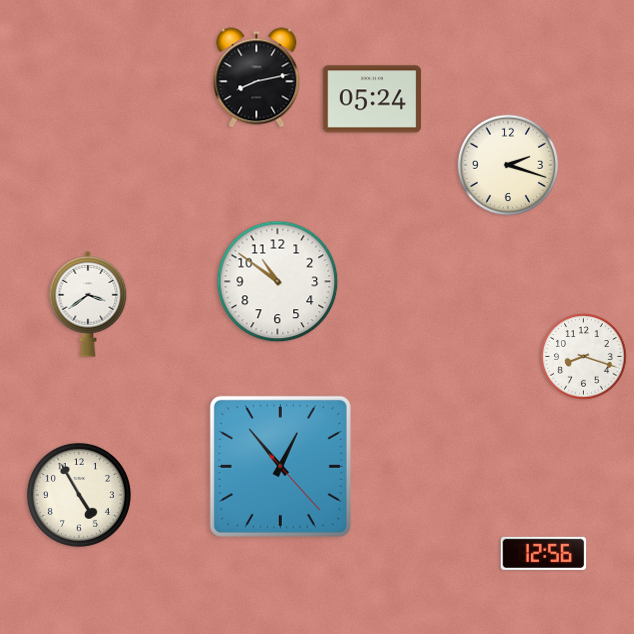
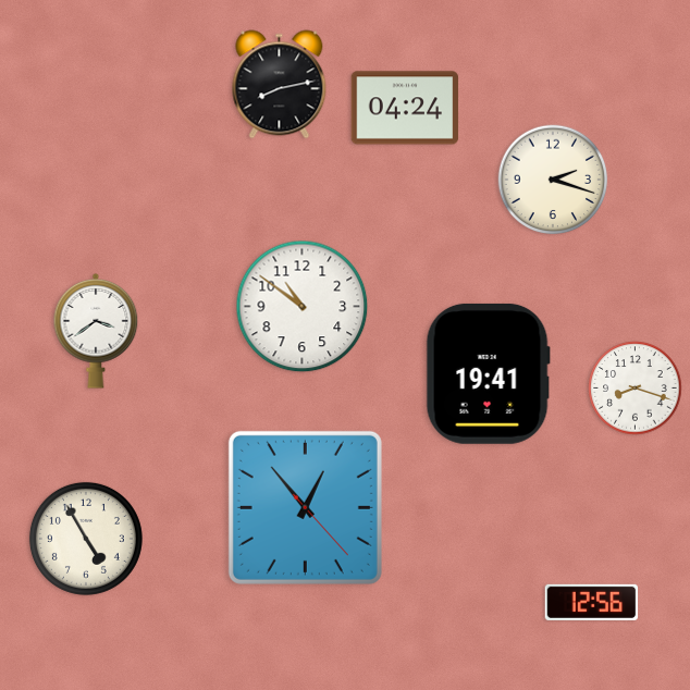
clock at (372, 99): 05:24 -> 04:24
clock at (488, 373): none -> 19:41
